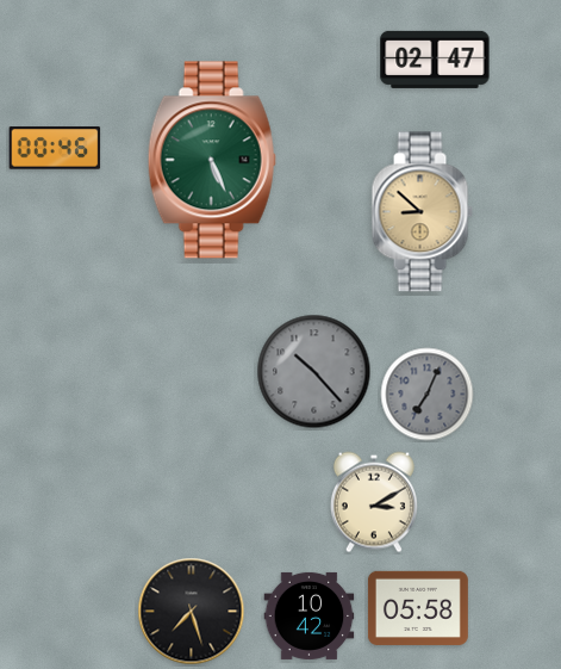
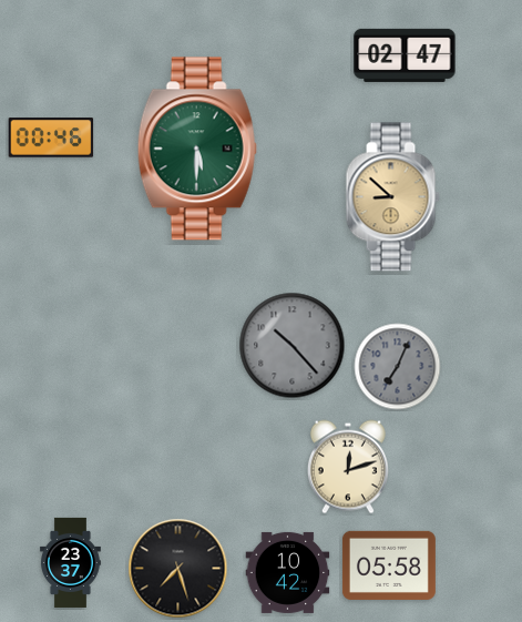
clock at (212, 160): 5:26 -> 5:30
clock at (374, 502): 3:10 -> 12:12
clock at (71, 562): none -> 23:37
